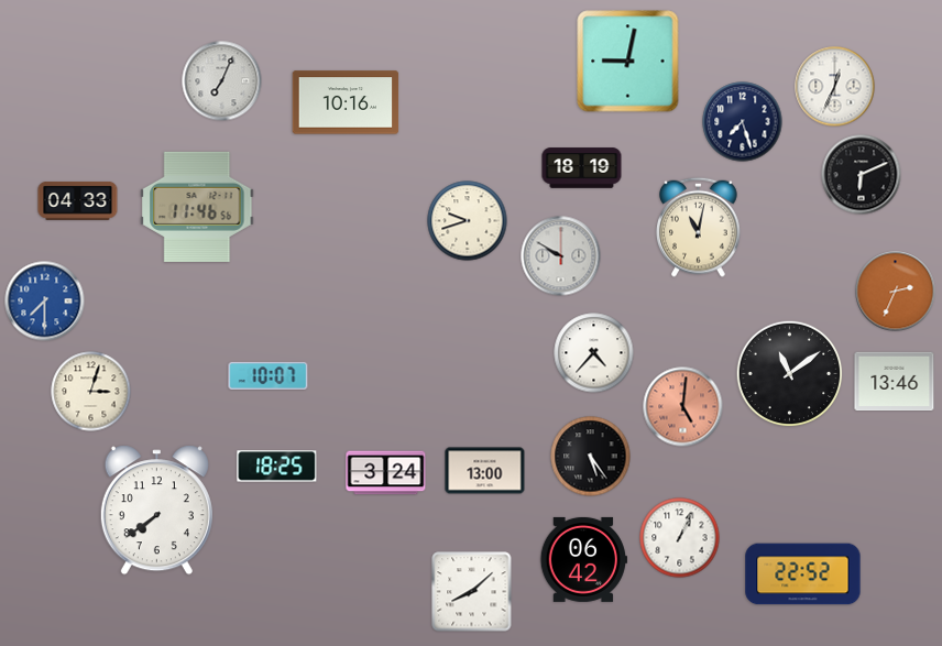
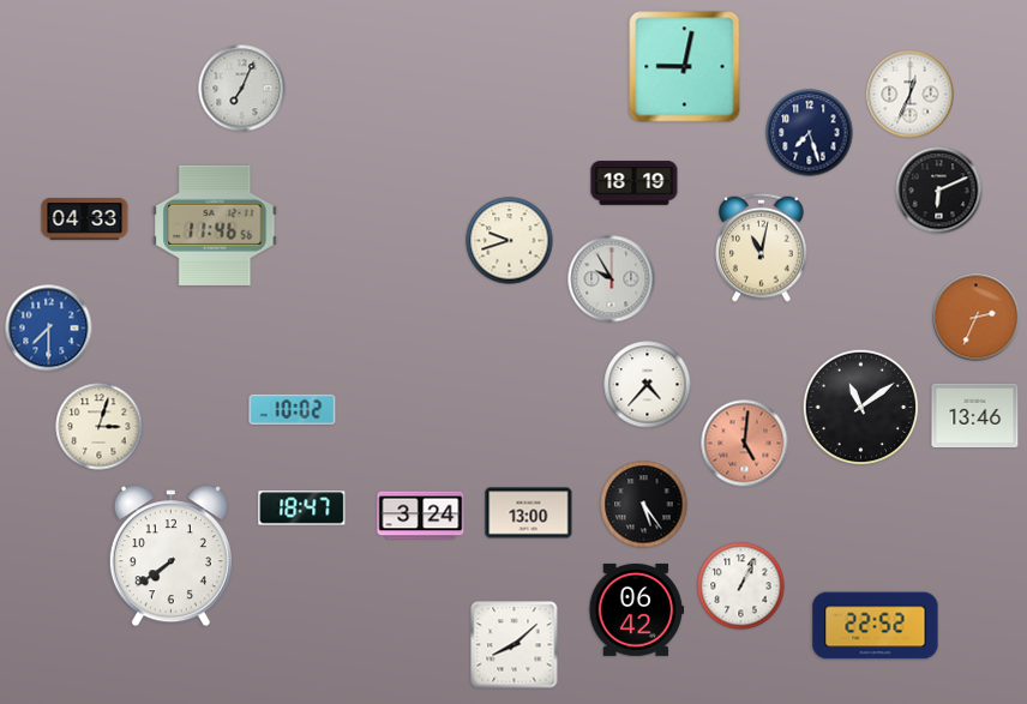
clock at (346, 102): 10:16 -> none
clock at (561, 256): 9:50 -> 9:55
clock at (269, 375): 10:07 -> 10:02
clock at (591, 457) position: (591, 457) -> (644, 505)
clock at (277, 467): 18:25 -> 18:47
